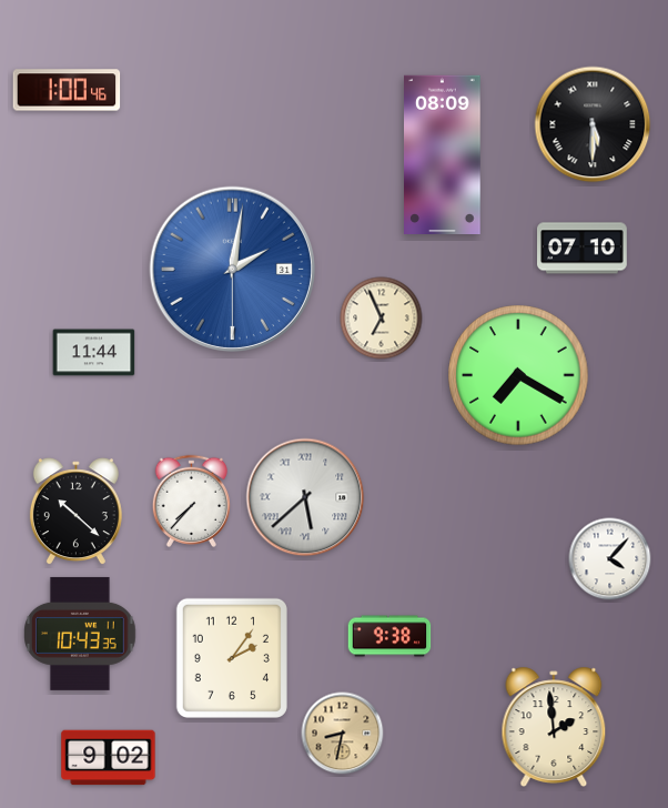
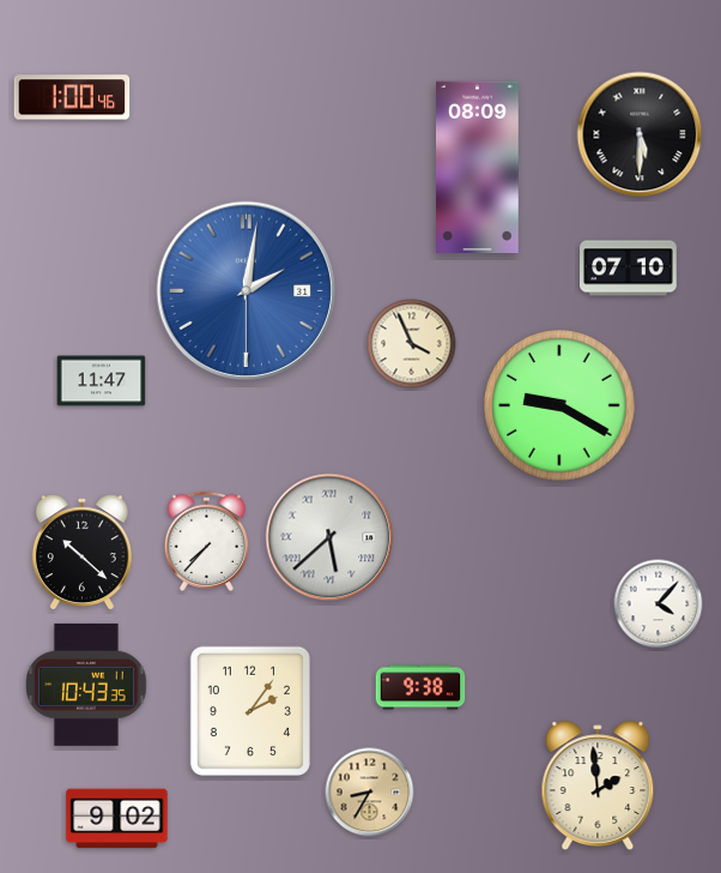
clock at (232, 269) position: (232, 269) -> (246, 290)
clock at (382, 319): 6:56 -> 3:56
clock at (94, 353): 11:44 -> 11:47
clock at (518, 375): 7:20 -> 9:20
clock at (343, 734): 8:32 -> 8:35
